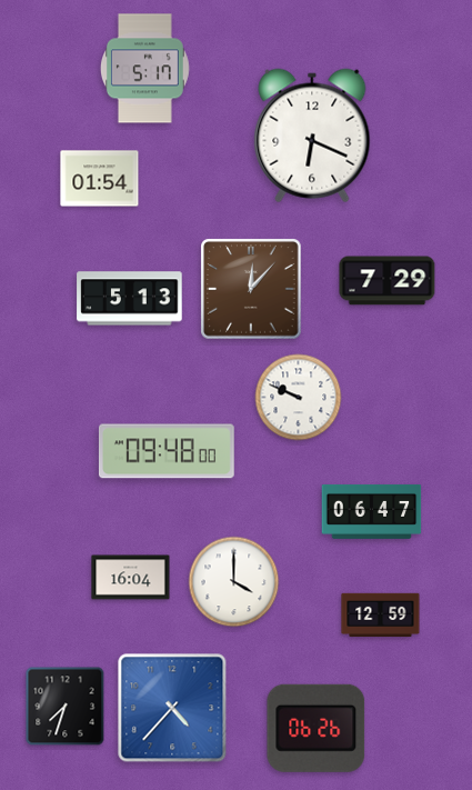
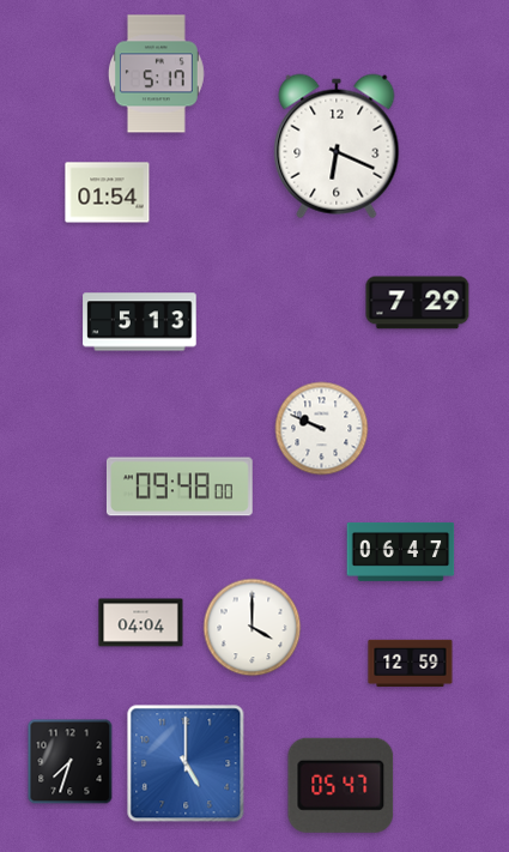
clock at (251, 289): 12:07 -> none
clock at (131, 578): 16:04 -> 04:04
clock at (172, 708): 4:37 -> 5:00
clock at (317, 728): 06:26 -> 05:47
